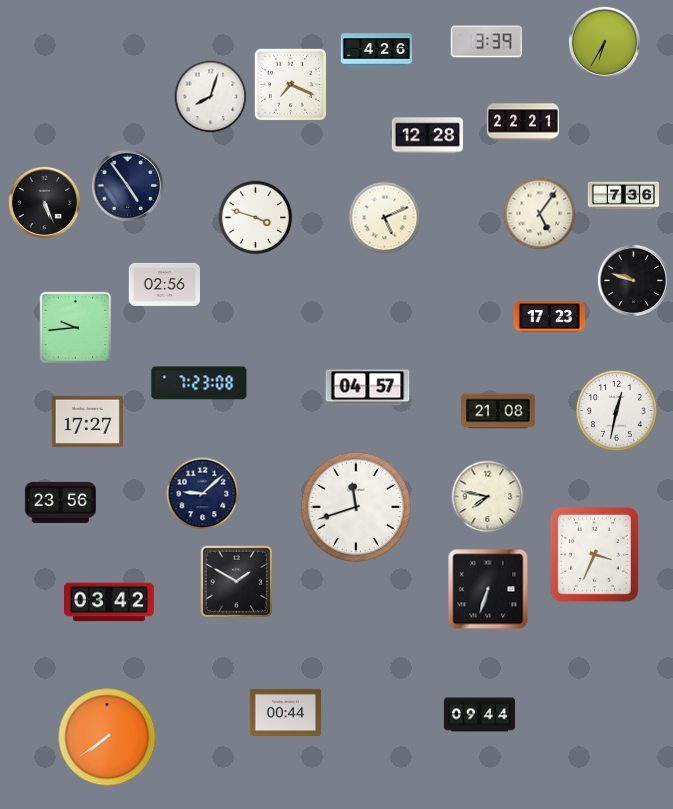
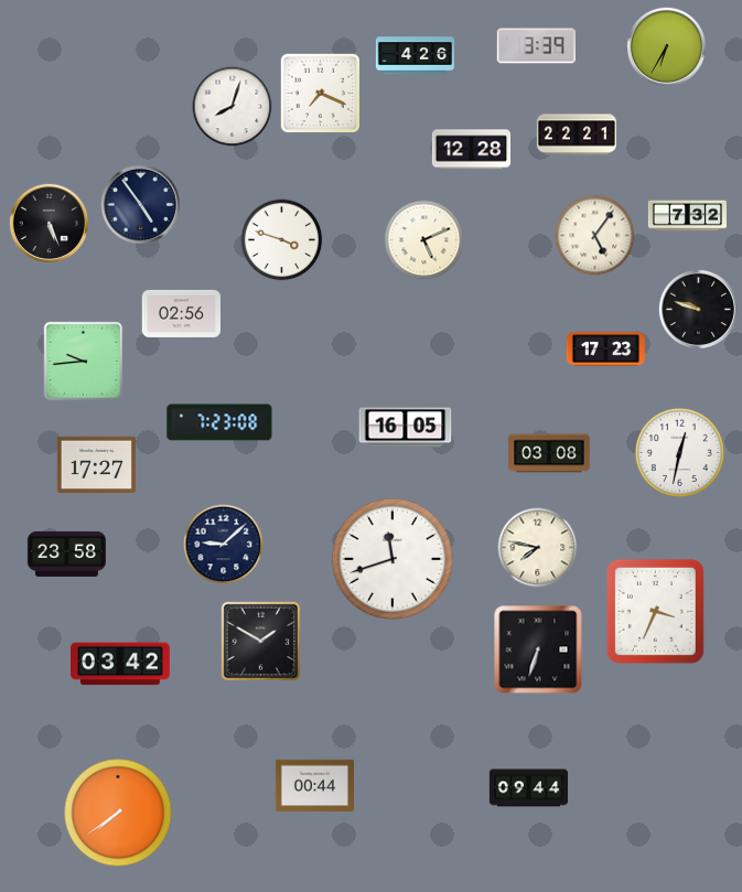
clock at (623, 196): 7:36 -> 7:32
clock at (368, 388): 04:57 -> 16:05
clock at (498, 411): 21:08 -> 03:08
clock at (60, 502): 23:56 -> 23:58
